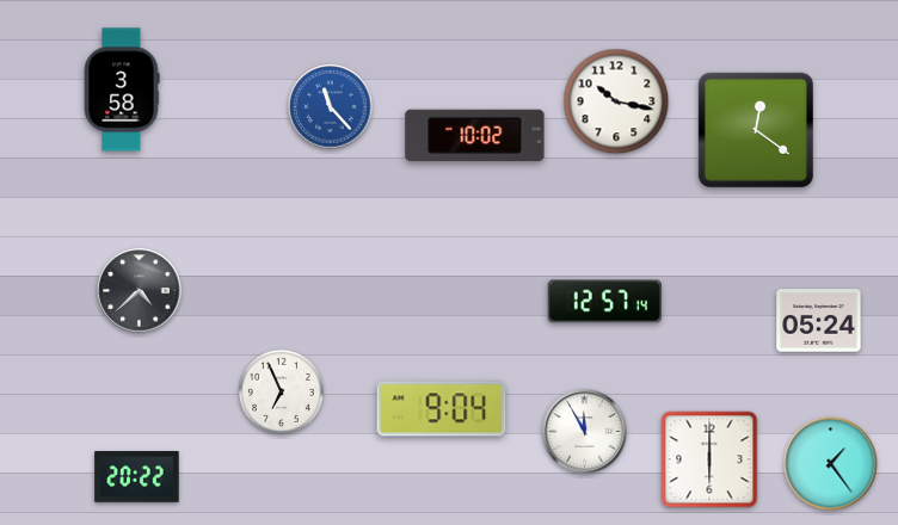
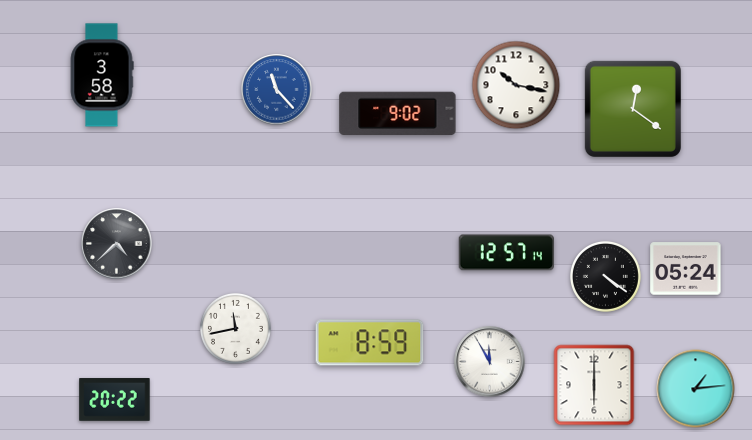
clock at (475, 136): 10:02 -> 9:02
clock at (605, 276): none -> 4:21
clock at (281, 391): 6:56 -> 11:43
clock at (442, 409): 9:04 -> 8:59
clock at (831, 464): 1:24 -> 1:14
